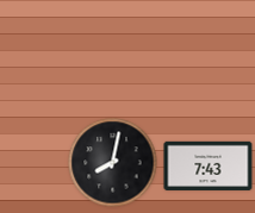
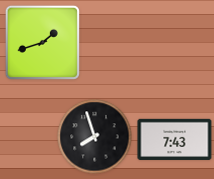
clock at (42, 42): none -> 1:42
clock at (113, 163): 8:02 -> 7:57
